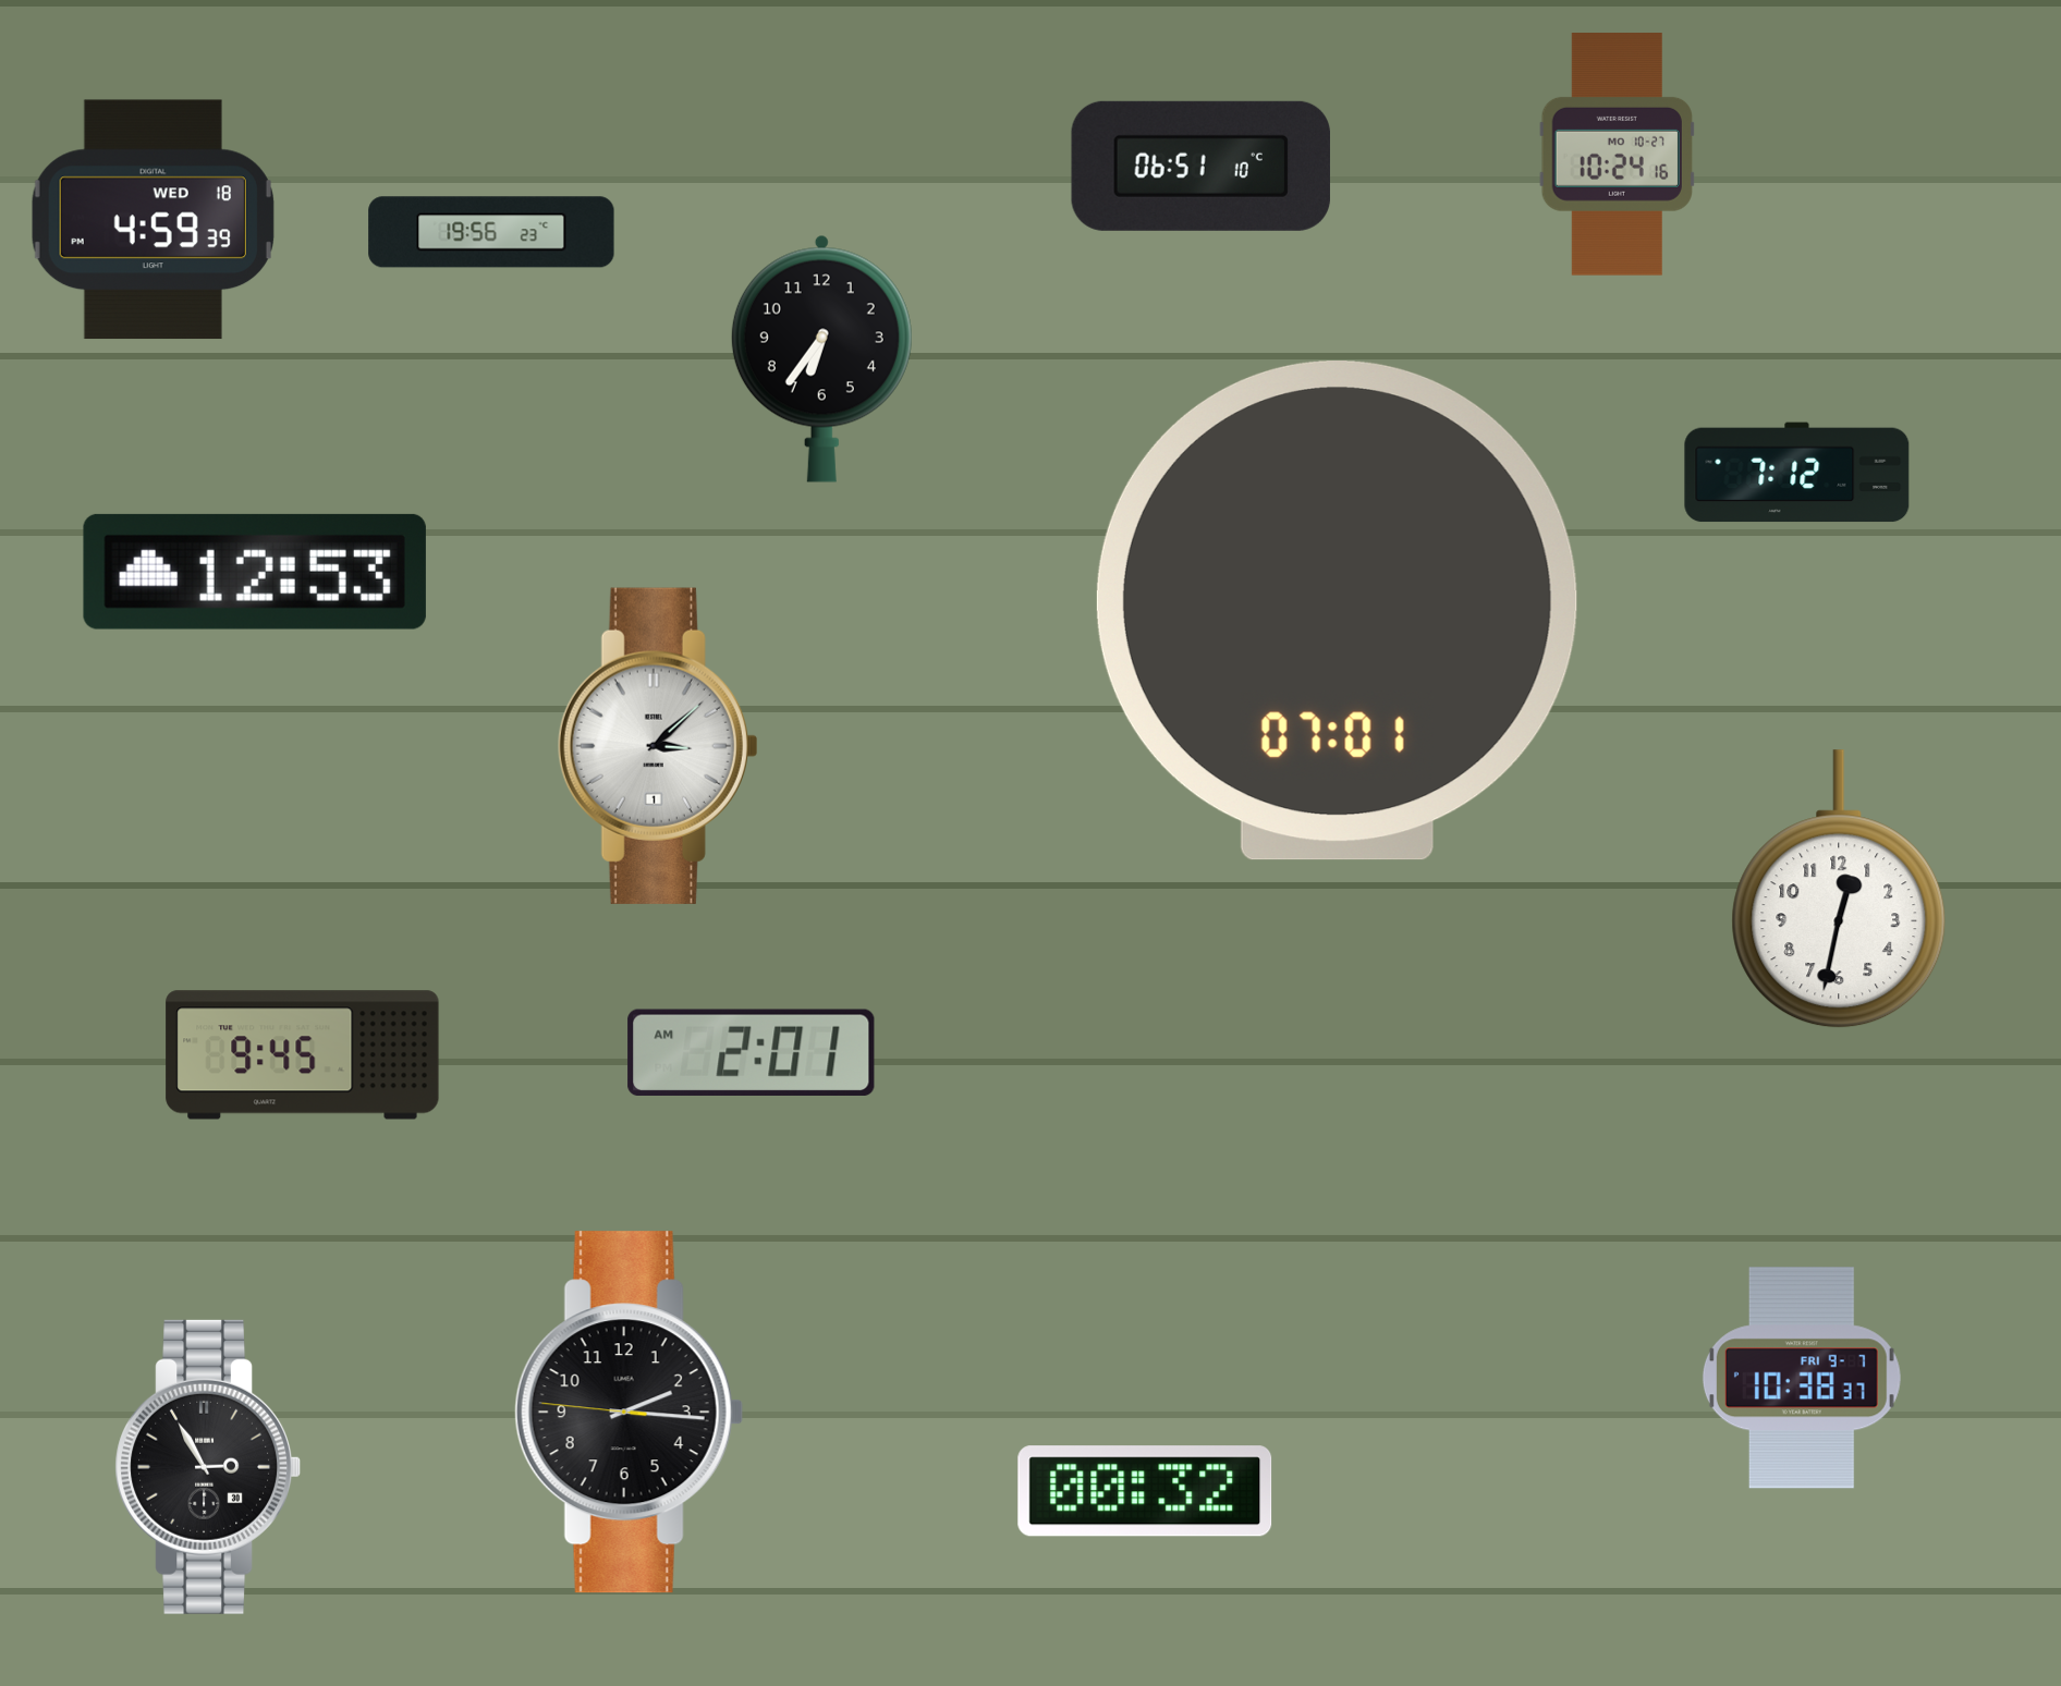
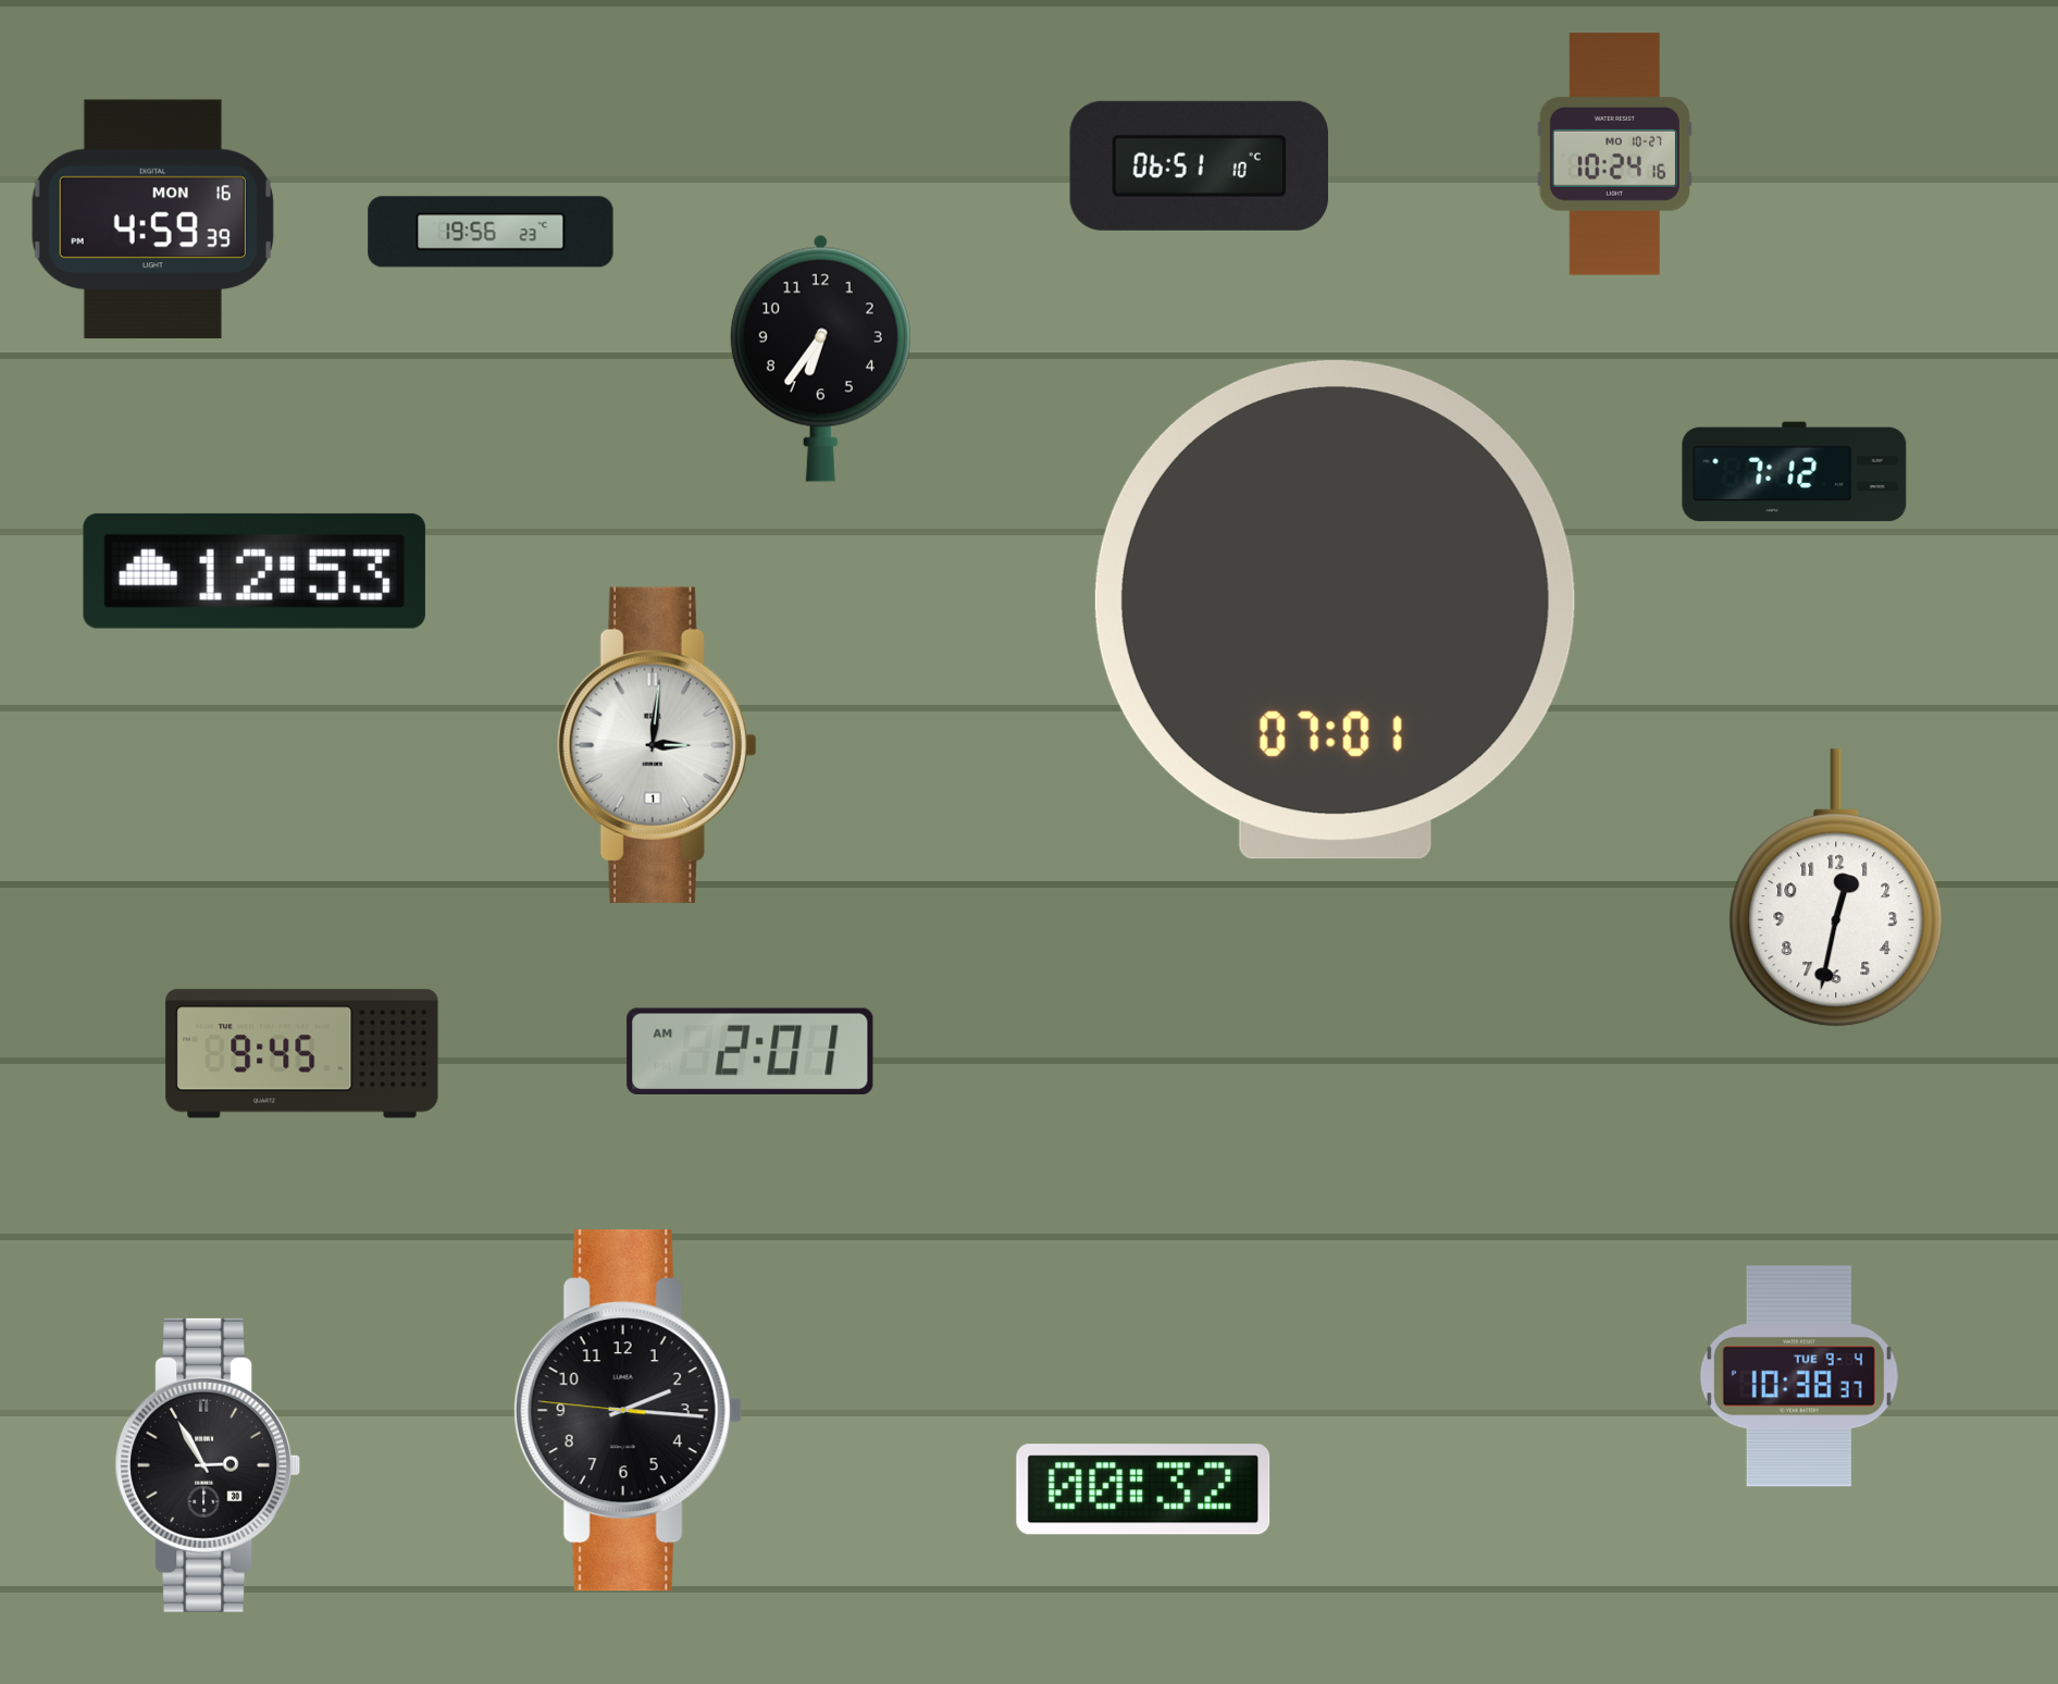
clock at (153, 220) date: WED 18 -> MON 16
clock at (658, 746): 3:08 -> 3:01
clock at (1802, 1378) date: FRI 9-7 -> TUE 9-4
